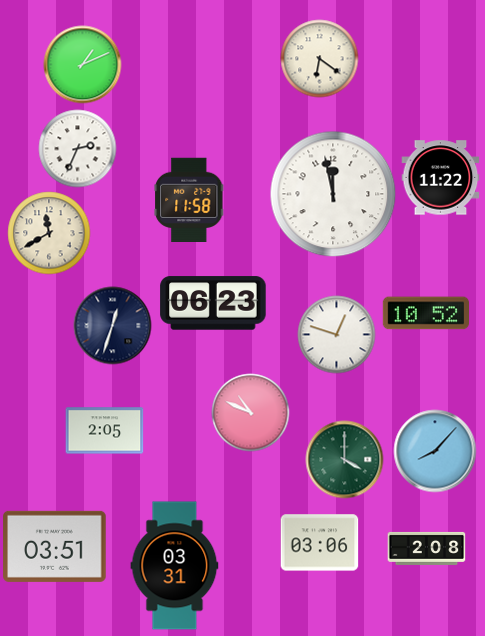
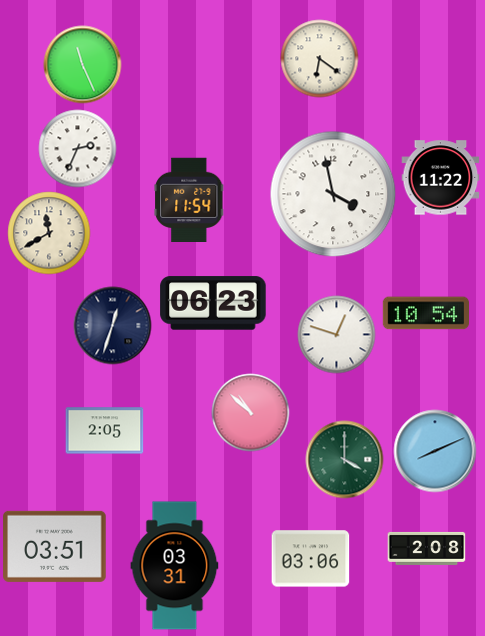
clock at (82, 64): 1:11 -> 11:26
clock at (333, 194): 11:58 -> 3:58
clock at (189, 199): 11:58 -> 11:54
clock at (425, 313): 10:52 -> 10:54
clock at (250, 412): 10:49 -> 10:52
clock at (435, 451): 8:07 -> 8:11
clock at (319, 543) position: (319, 543) -> (310, 559)
